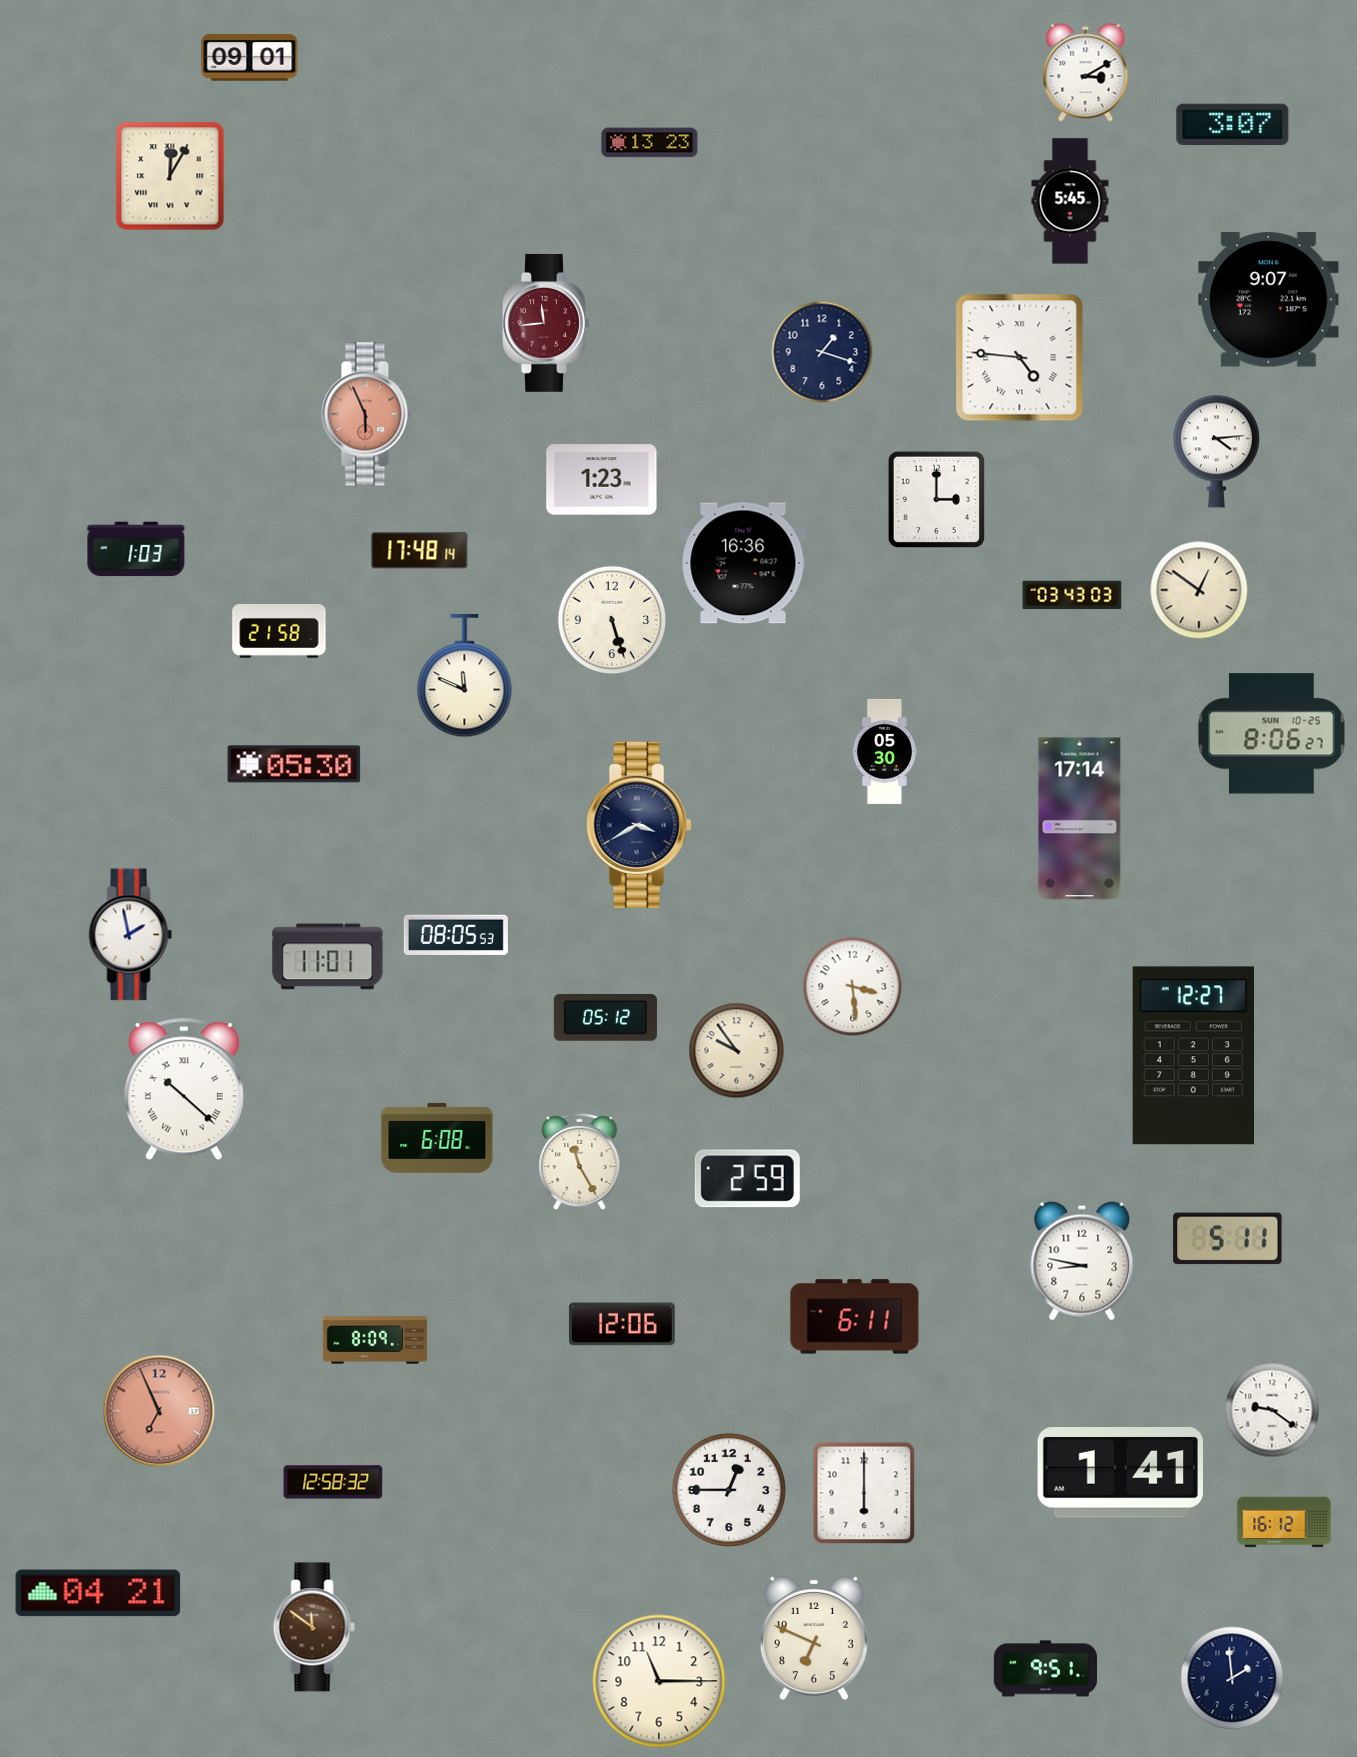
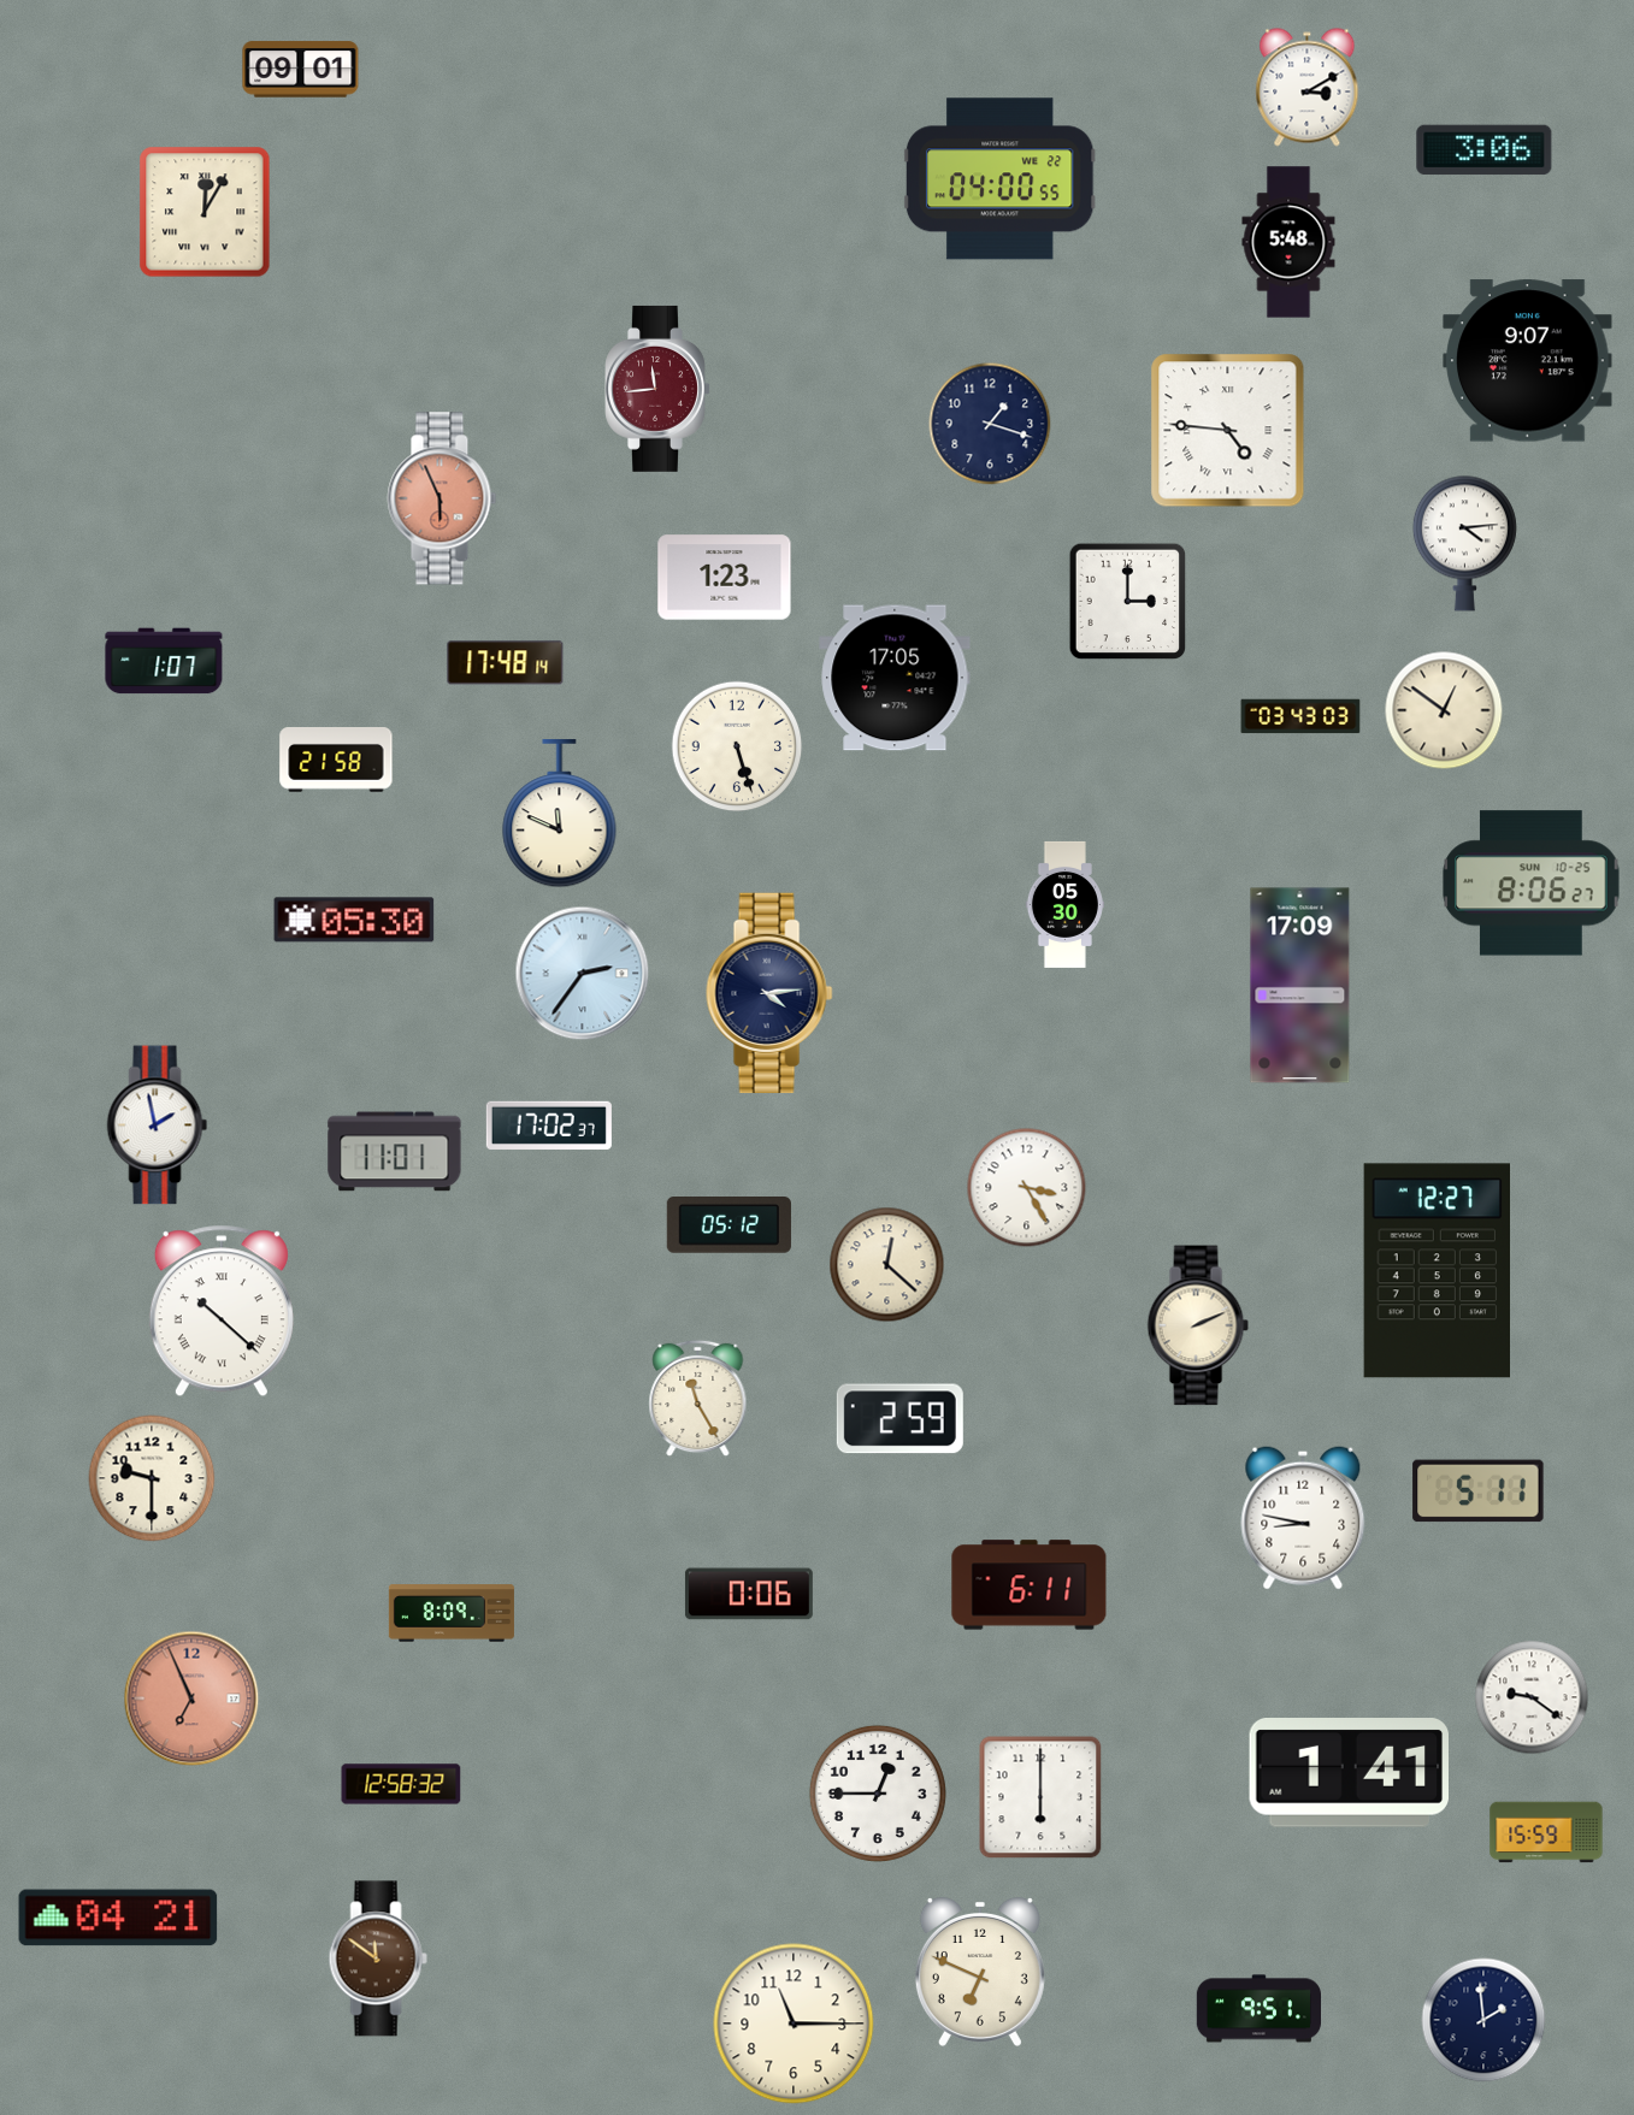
clock at (1233, 125): 3:07 -> 3:06
clock at (650, 143): 13:23 -> none
clock at (999, 179): none -> 04:00
clock at (1070, 201): 5:45 -> 5:48
clock at (136, 549): 1:03 -> 1:07
clock at (743, 563): 16:36 -> 17:05
clock at (1072, 595) position: (1072, 595) -> (1300, 716)
clock at (583, 974): none -> 2:36
clock at (1080, 819): 17:14 -> 17:09
clock at (639, 824): 3:40 -> 4:14
clock at (456, 935): 08:05 -> 17:02
clock at (853, 987): 3:29 -> 3:25
clock at (737, 1051): 9:54 -> 12:22
clock at (1198, 1325): none -> 2:11
clock at (437, 1138): 6:08 -> none
clock at (152, 1478): none -> 9:30
clock at (622, 1324): 12:06 -> 0:06
clock at (1284, 1522): 16:12 -> 15:59
